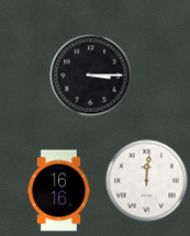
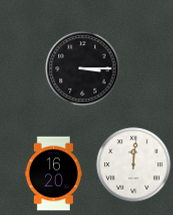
clock at (58, 191): 16:16 -> 16:20
